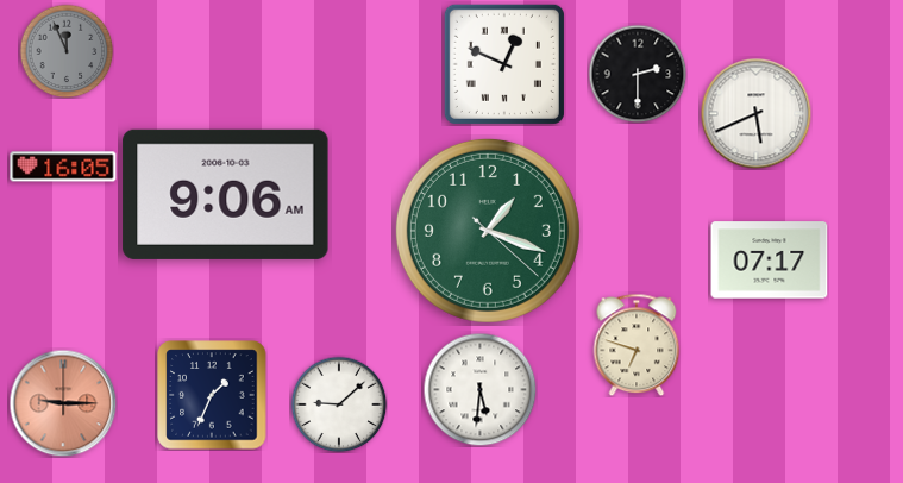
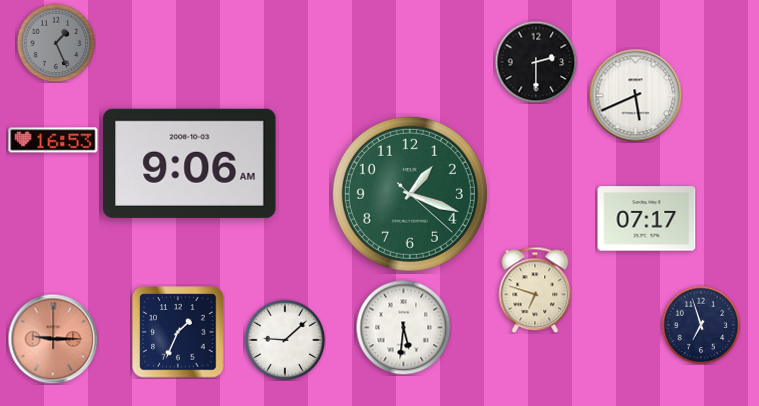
clock at (67, 51): 11:56 -> 1:26
clock at (504, 64): 12:49 -> none
clock at (63, 167): 16:05 -> 16:53
clock at (701, 325): none -> 6:57
